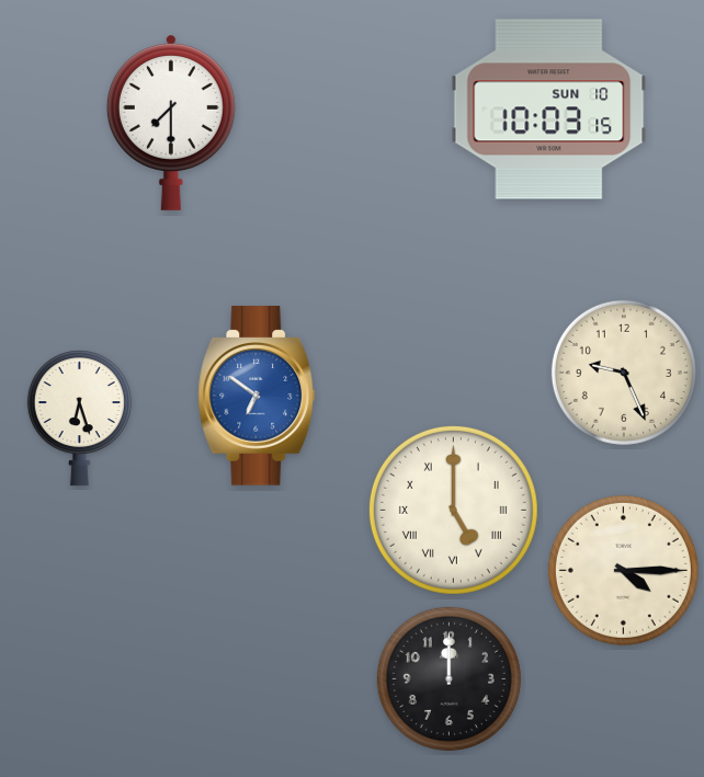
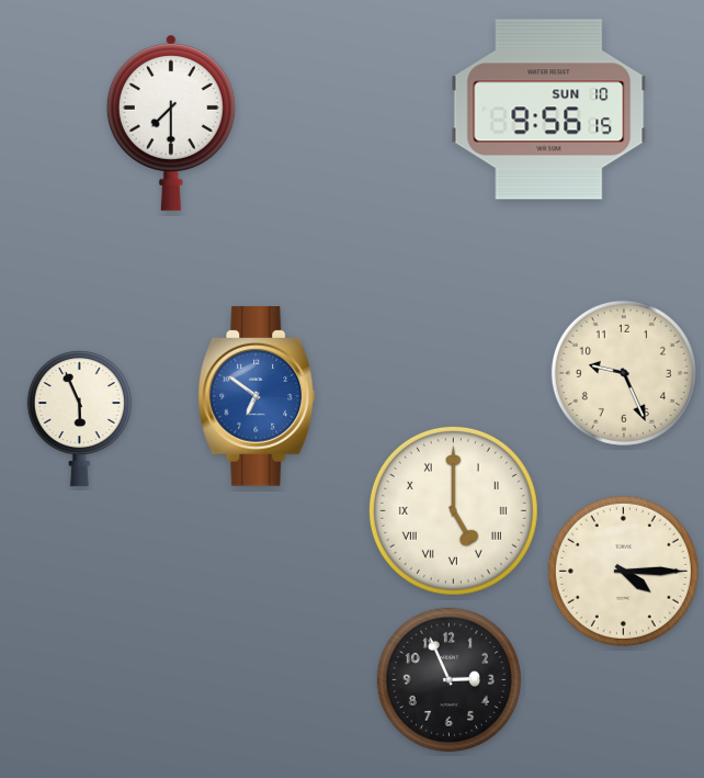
clock at (549, 110): 10:03 -> 9:56
clock at (79, 419): 6:27 -> 5:56
clock at (448, 678): 12:00 -> 2:56
